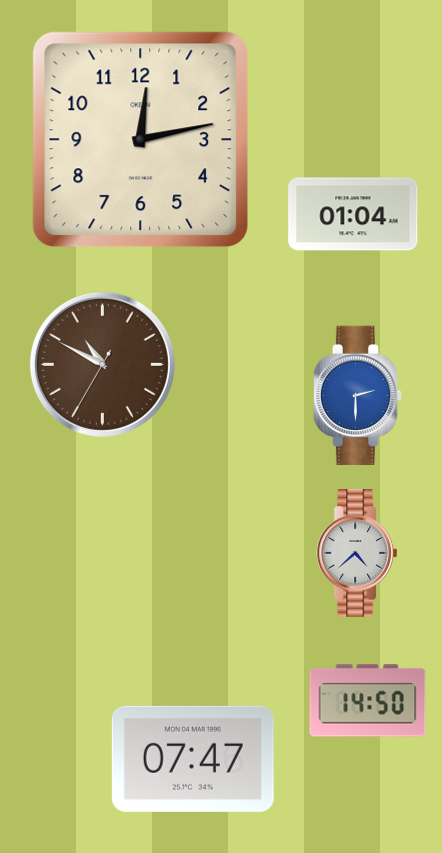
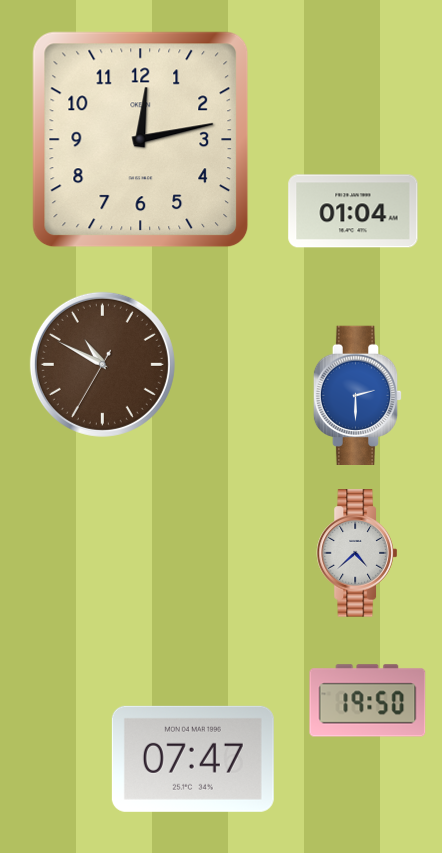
clock at (353, 214) position: (353, 214) -> (353, 211)
clock at (368, 701): 14:50 -> 19:50
